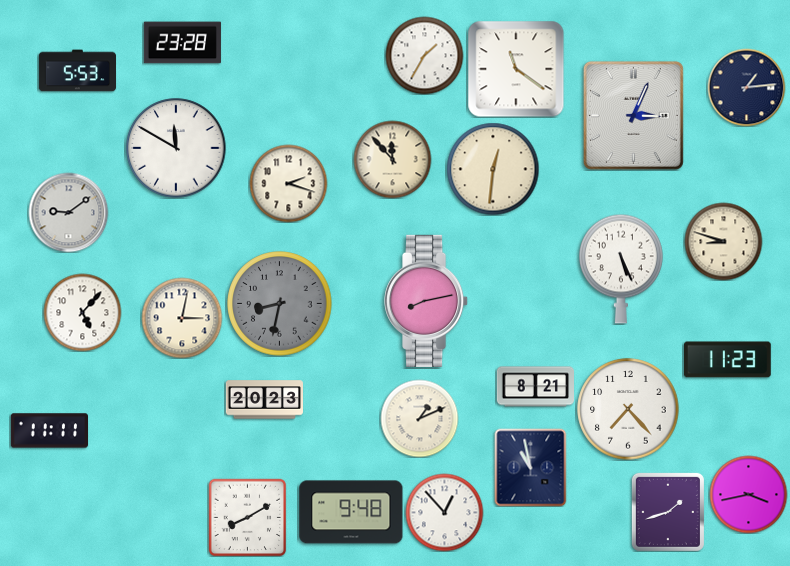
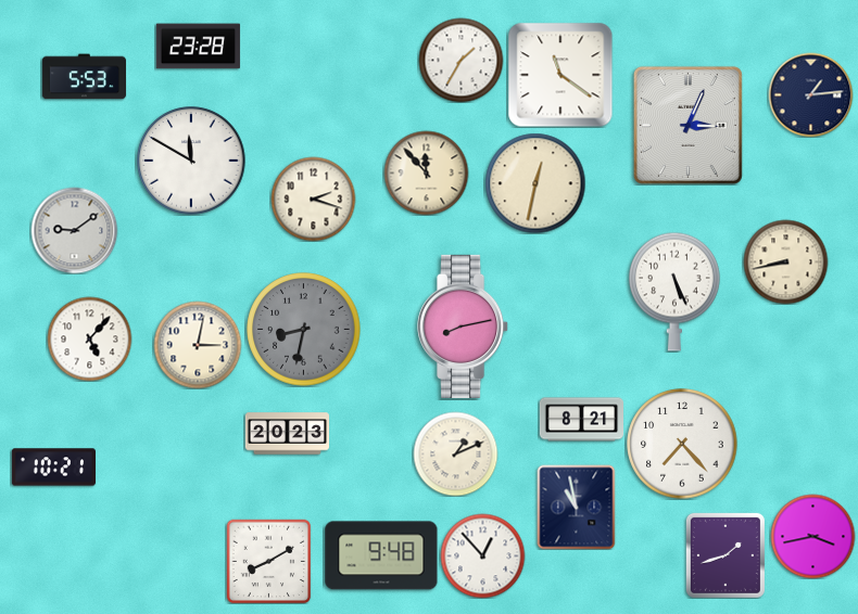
clock at (493, 169): 12:31 -> 12:32
clock at (723, 241): 8:48 -> 8:43
clock at (727, 360): 11:23 -> none
clock at (49, 431): 11:11 -> 10:21
